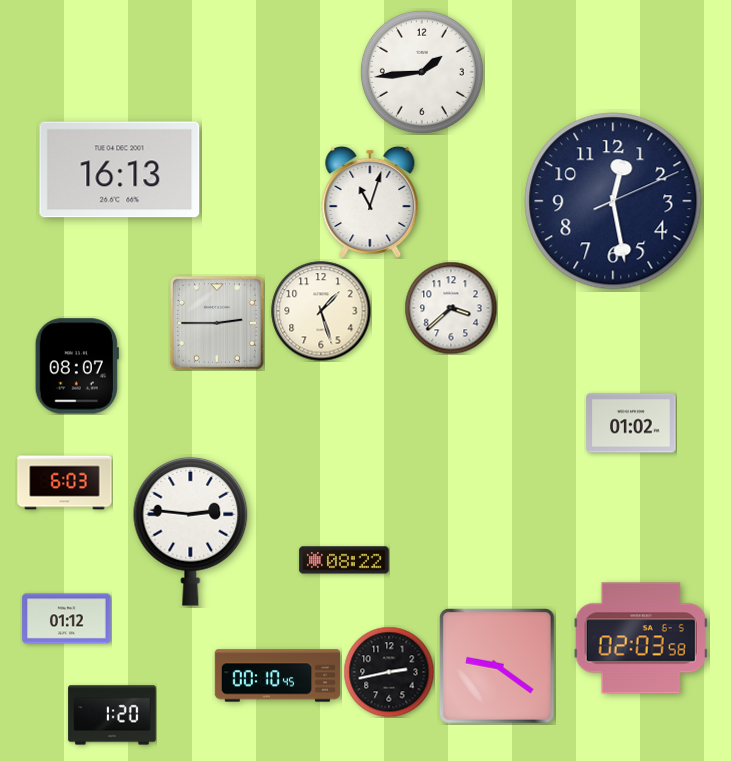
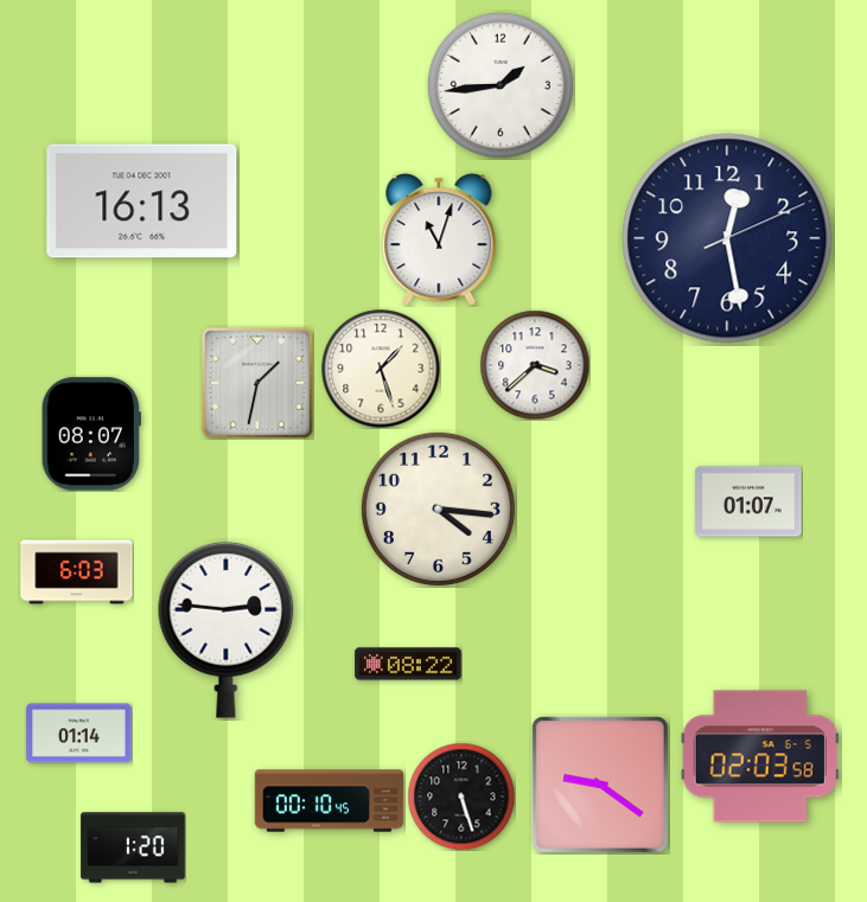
clock at (217, 323): 2:45 -> 1:32
clock at (631, 423): 01:02 -> 01:07
clock at (438, 508): none -> 4:16
clock at (67, 619): 01:12 -> 01:14
clock at (498, 667) position: (498, 667) -> (601, 786)
clock at (389, 672): 2:43 -> 5:27
